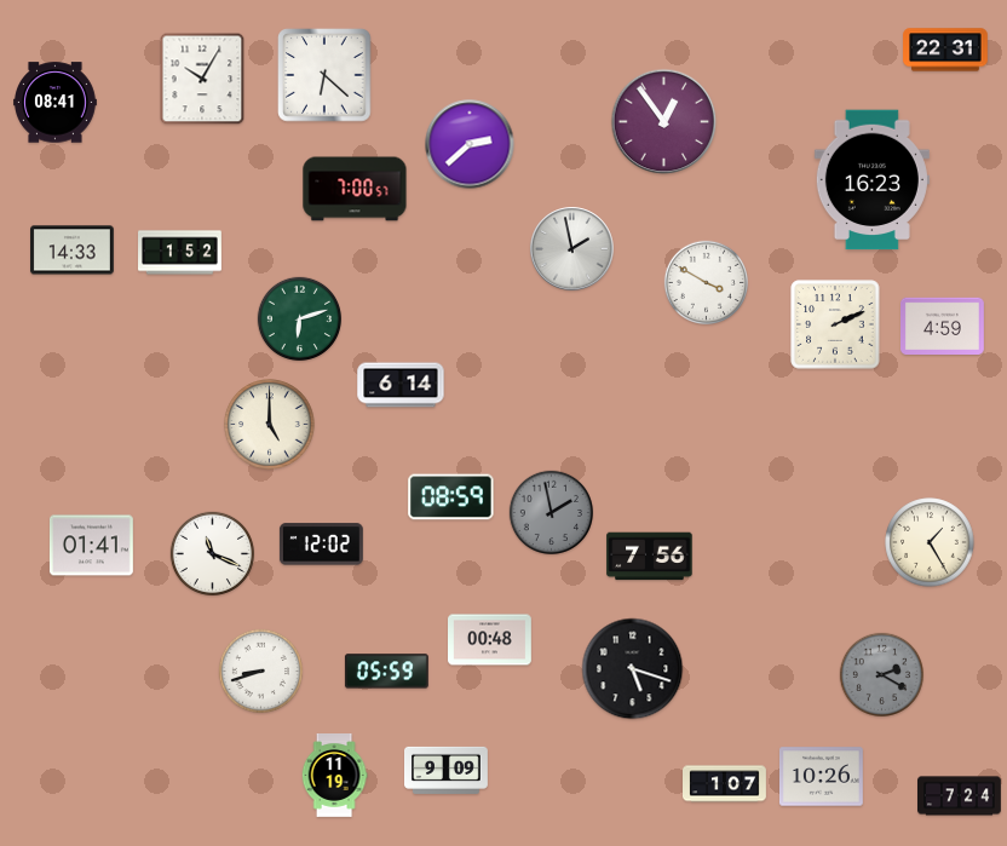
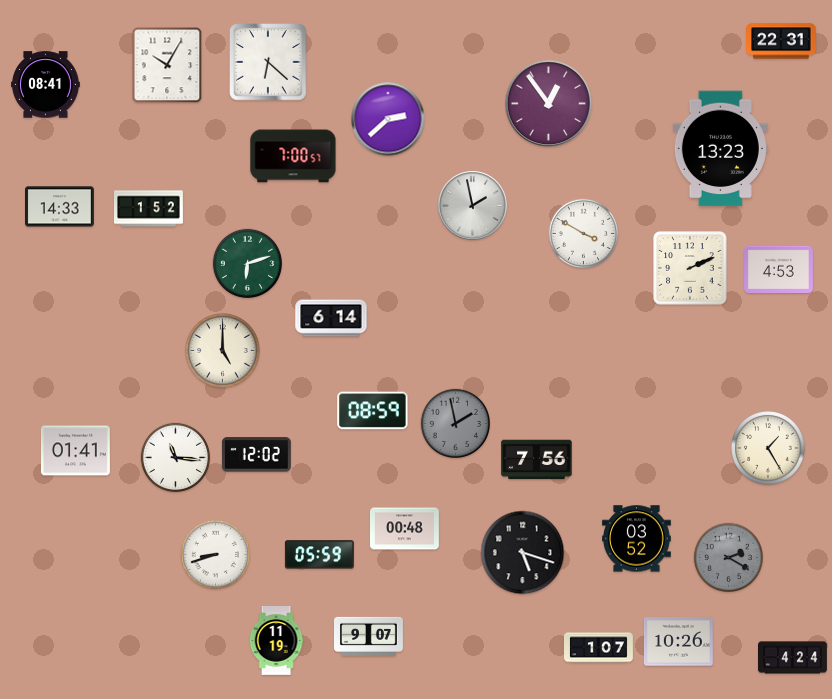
clock at (664, 122) position: (664, 122) -> (549, 104)
clock at (871, 180): 16:23 -> 13:23
clock at (943, 327): 4:59 -> 4:53
clock at (321, 545) position: (321, 545) -> (256, 455)
clock at (212, 553): 11:19 -> 11:16
clock at (637, 539): none -> 03:52
clock at (447, 770): 9:09 -> 9:07
clock at (960, 796): 7:24 -> 4:24
